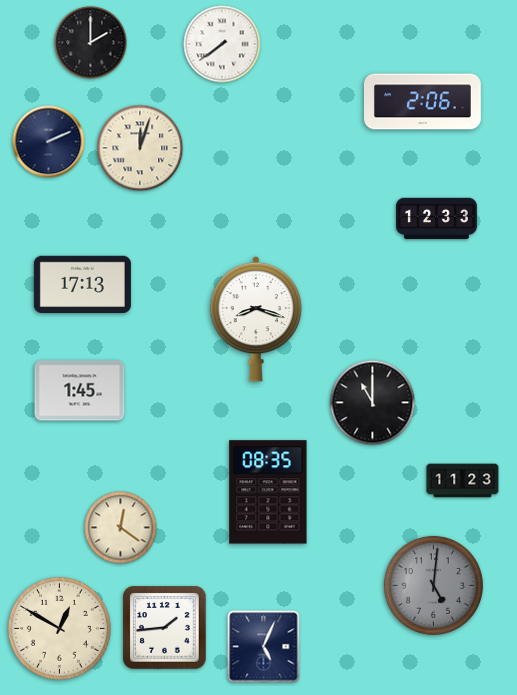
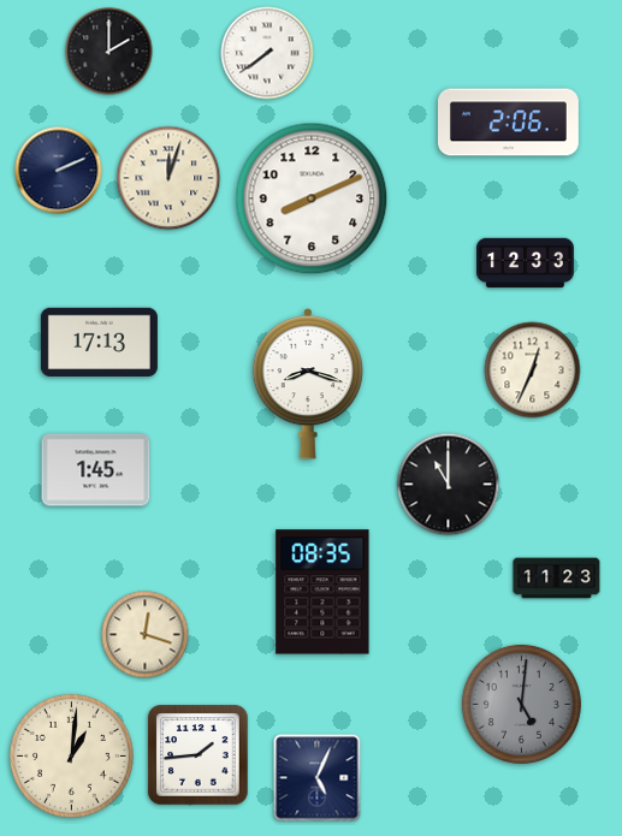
clock at (312, 198): none -> 8:11
clock at (533, 370): none -> 12:34
clock at (121, 528): 12:21 -> 12:18
clock at (59, 628): 12:50 -> 1:01
